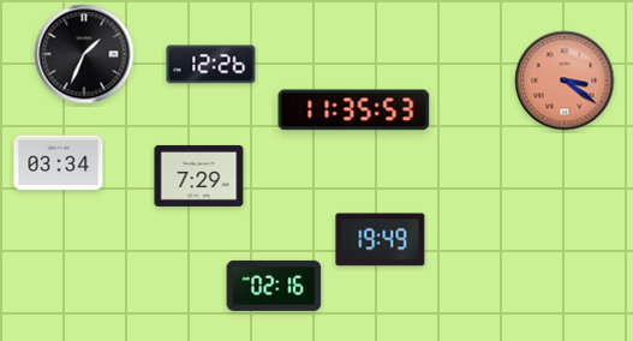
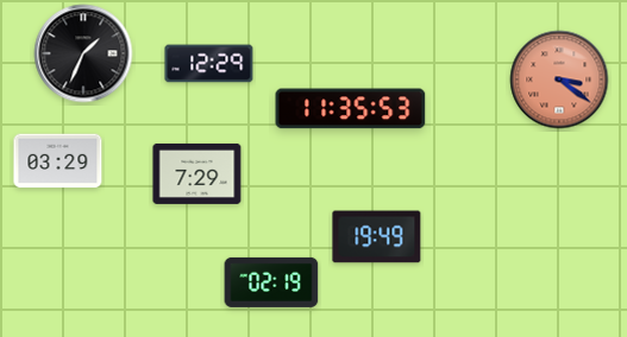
clock at (211, 65): 12:26 -> 12:29
clock at (59, 163): 03:34 -> 03:29
clock at (274, 286): 02:16 -> 02:19
